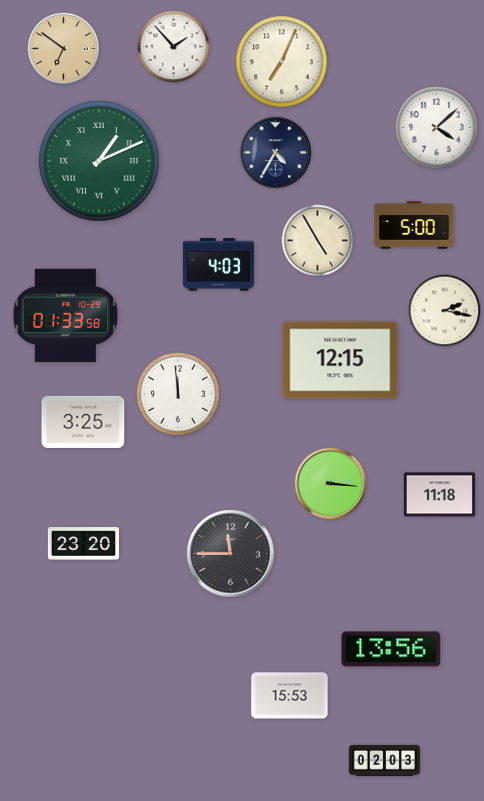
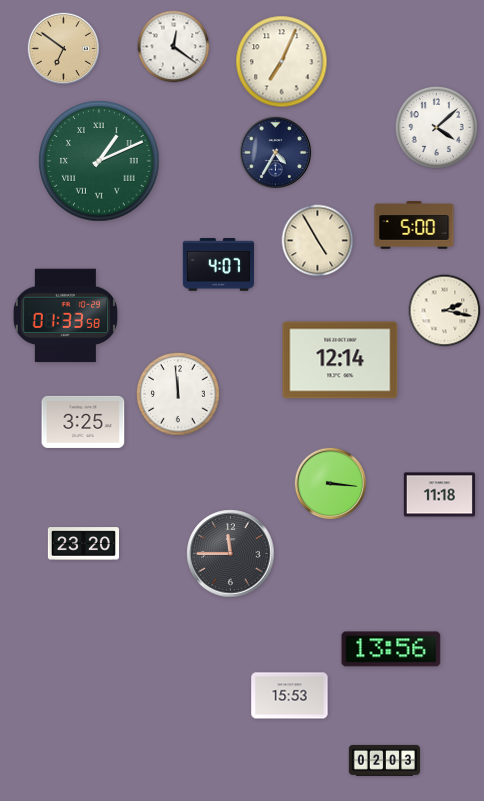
clock at (174, 47): 1:53 -> 12:21
clock at (218, 265): 4:03 -> 4:07
clock at (340, 360): 12:15 -> 12:14
